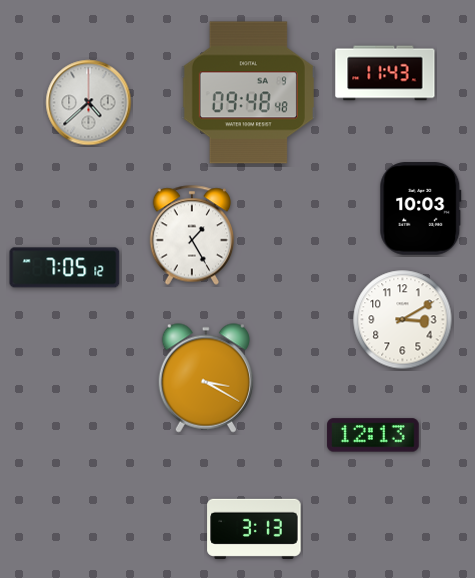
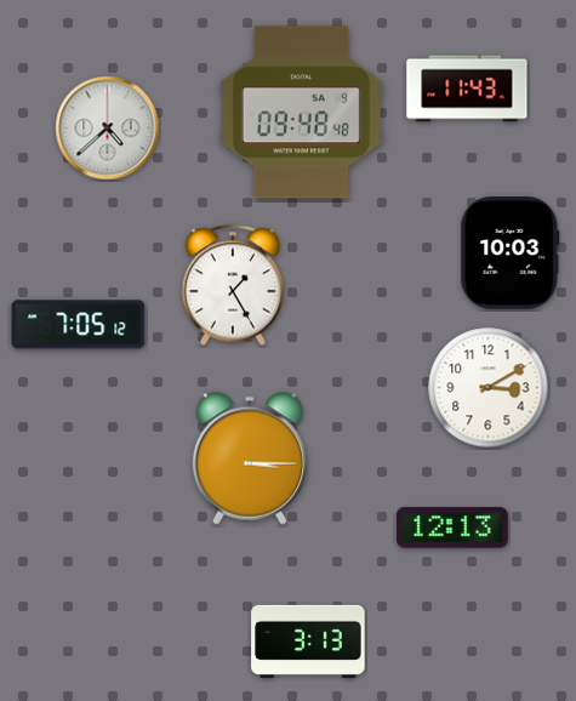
clock at (89, 103) position: (89, 103) -> (108, 129)
clock at (205, 378): 3:20 -> 3:15
